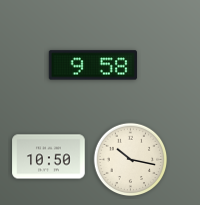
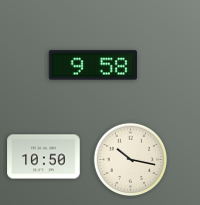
clock at (49, 157) position: (49, 157) -> (44, 157)
